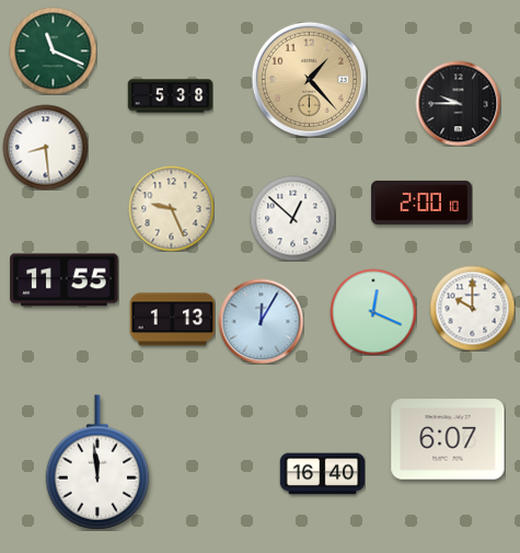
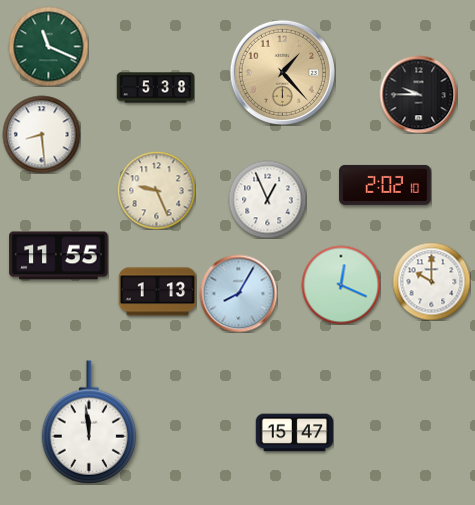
clock at (421, 203): 2:00 -> 2:02
clock at (292, 218): 12:52 -> 12:56
clock at (261, 321): 12:05 -> 8:05
clock at (448, 439): 6:07 -> none
clock at (322, 474): 16:40 -> 15:47
